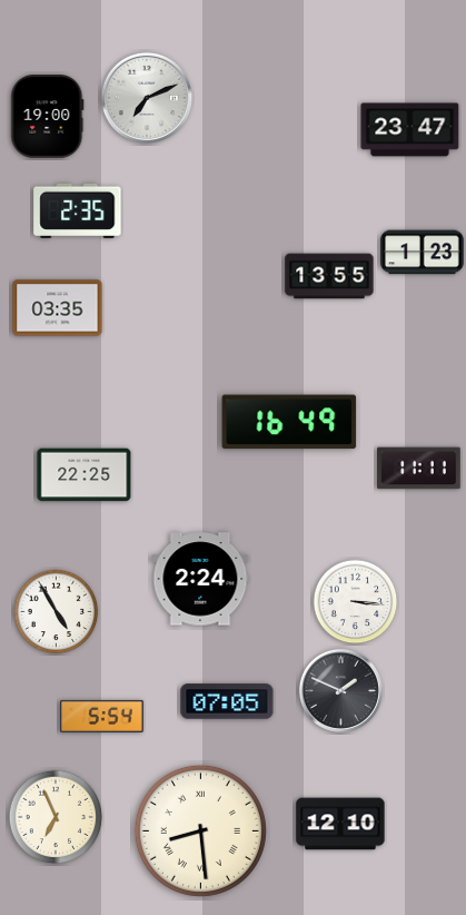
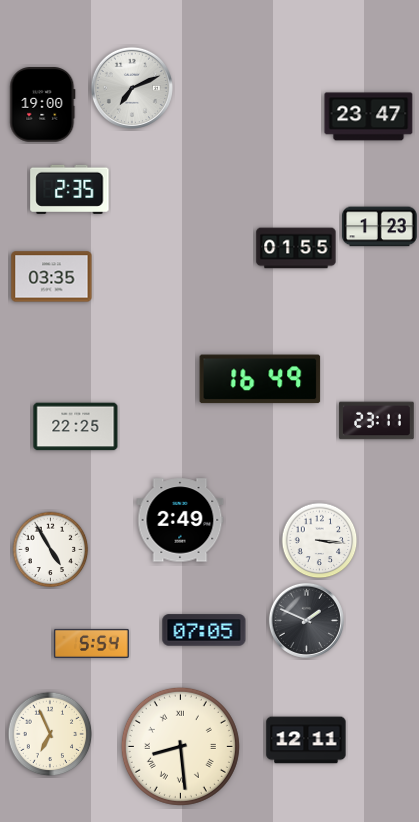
clock at (329, 276): 13:55 -> 01:55
clock at (419, 469): 11:11 -> 23:11
clock at (200, 579): 2:24 -> 2:49
clock at (340, 824): 12:10 -> 12:11
